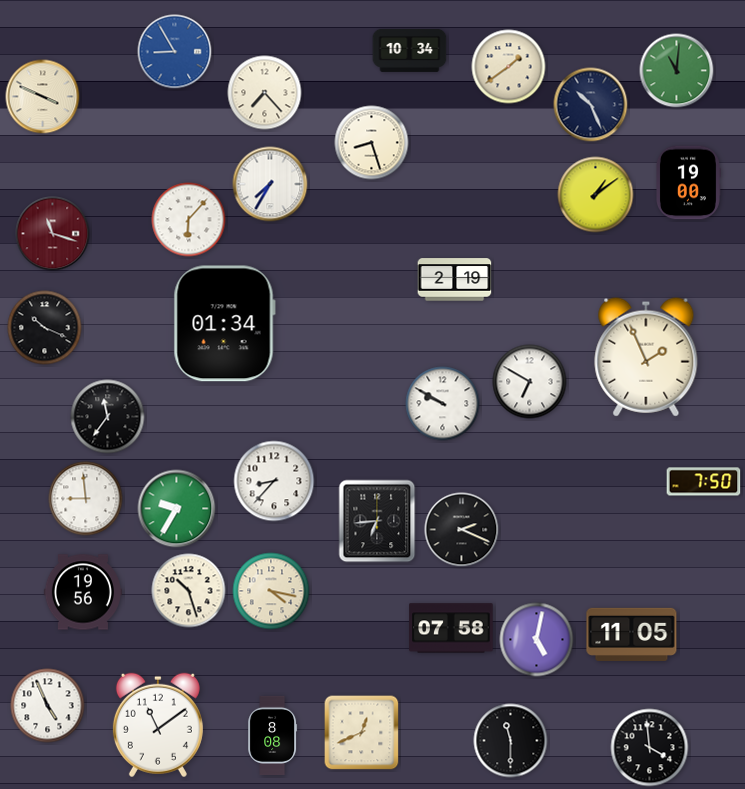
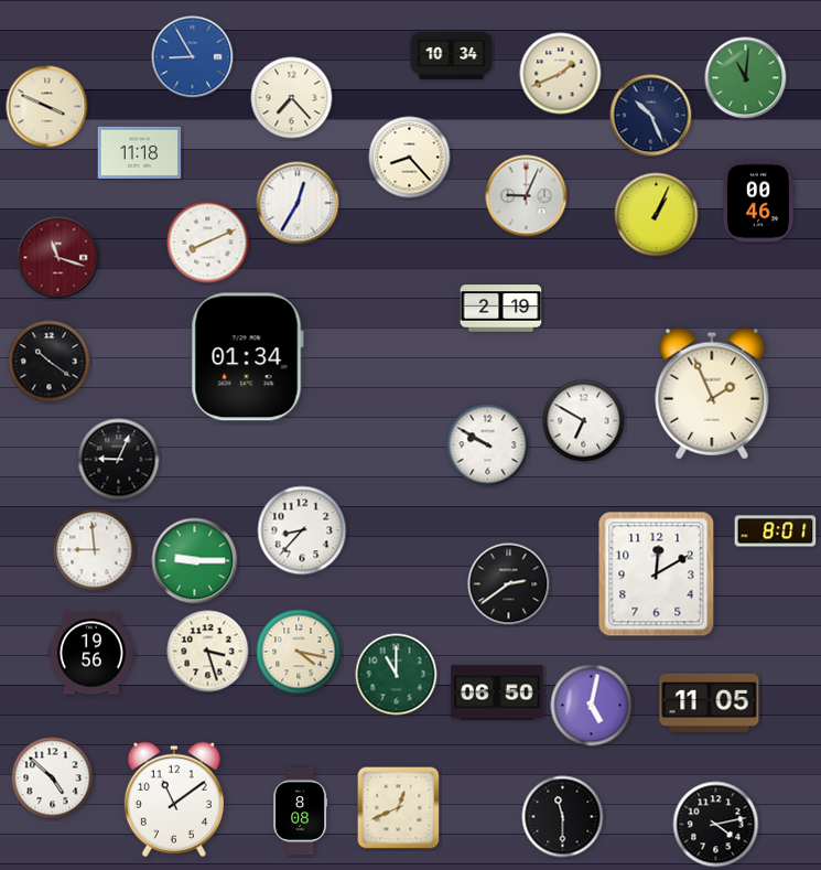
clock at (509, 67): 1:39 -> 1:41
clock at (265, 93) position: (265, 93) -> (292, 98)
clock at (140, 152): none -> 11:18
clock at (372, 143): 8:27 -> 8:23
clock at (527, 196): none -> 9:04
clock at (689, 183): 19:00 -> 00:46
clock at (270, 184): 7:35 -> 12:35
clock at (596, 195): 1:09 -> 1:04
clock at (189, 220): 6:07 -> 8:11
clock at (45, 328): 10:19 -> 10:21
clock at (108, 417): 11:36 -> 9:04
clock at (704, 482): 7:50 -> 8:01
clock at (177, 509): 9:35 -> 9:15
clock at (377, 521): 6:44 -> none
clock at (657, 574): none -> 12:10
clock at (462, 530): 2:19 -> 2:39
clock at (189, 591): 10:27 -> 3:27
clock at (397, 675): none -> 11:00
clock at (451, 628): 07:58 -> 06:50
clock at (632, 634) position: (632, 634) -> (710, 702)
clock at (48, 706): 4:56 -> 4:52
clock at (650, 748): 3:59 -> 4:13
